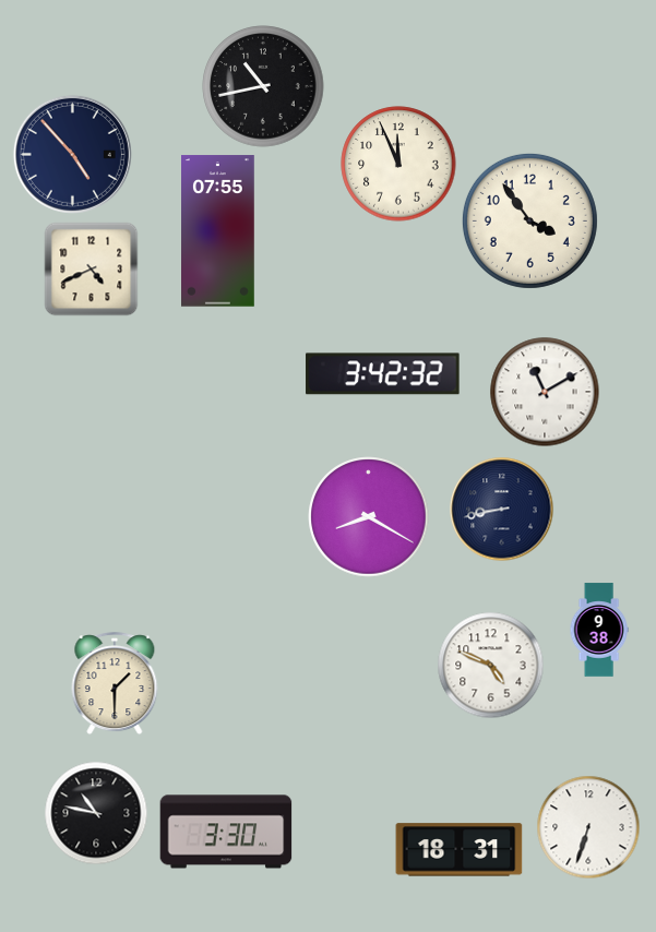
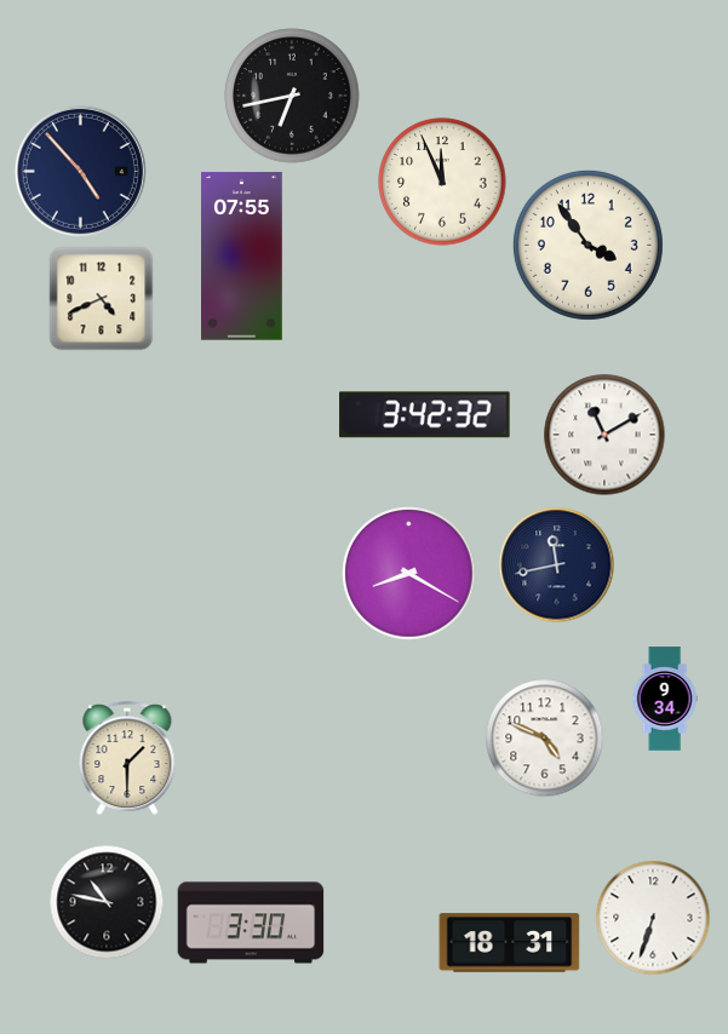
clock at (263, 86): 10:43 -> 6:43
clock at (501, 509): 8:43 -> 11:43
clock at (599, 630): 9:38 -> 9:34
